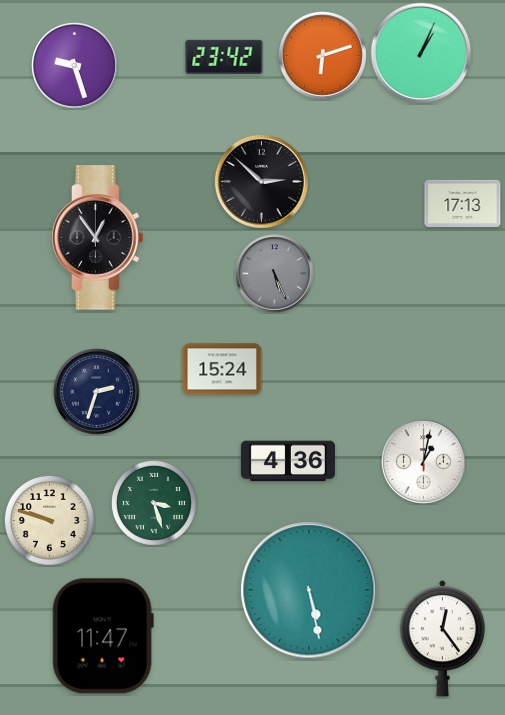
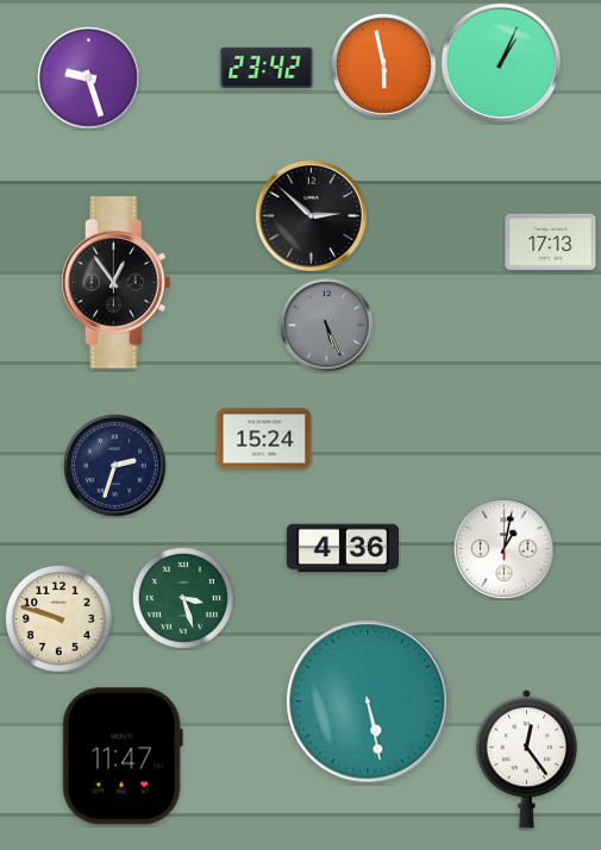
clock at (322, 55): 6:12 -> 5:58
